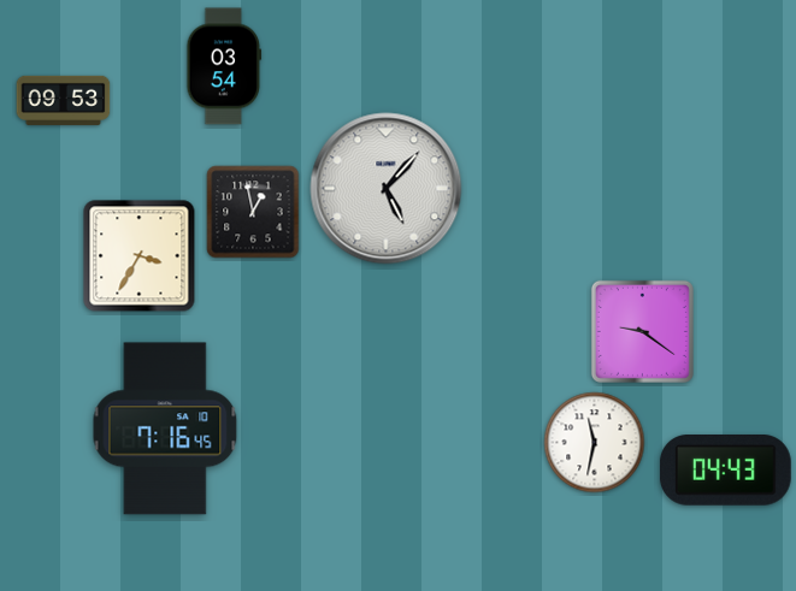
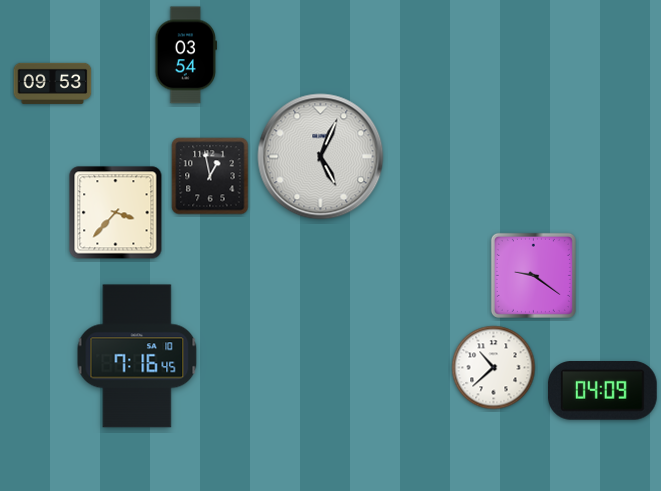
clock at (387, 189): 5:07 -> 5:04
clock at (140, 256): 3:35 -> 3:37
clock at (595, 443): 11:32 -> 10:38
clock at (725, 471): 04:43 -> 04:09
